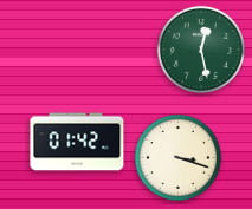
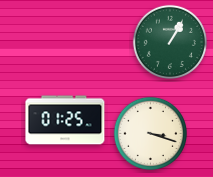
clock at (201, 50): 12:28 -> 1:05
clock at (77, 142): 01:42 -> 01:25
